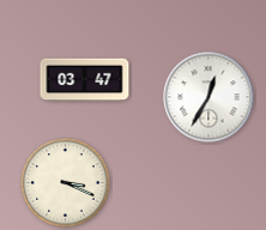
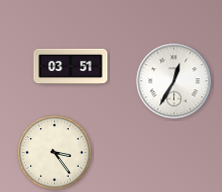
clock at (85, 80): 03:47 -> 03:51
clock at (66, 183): 3:19 -> 3:24
